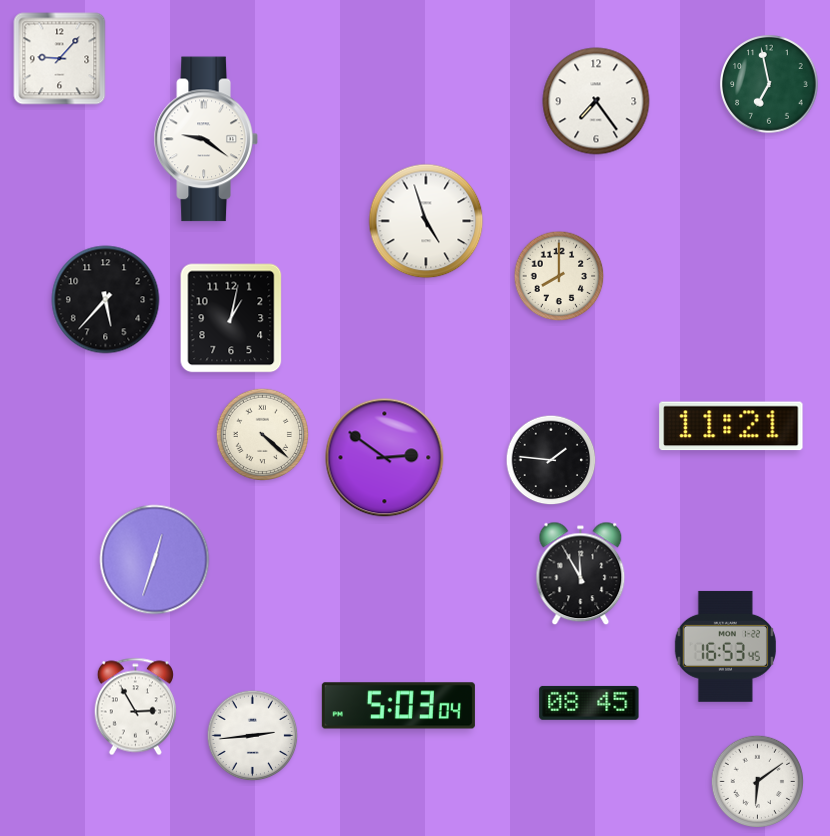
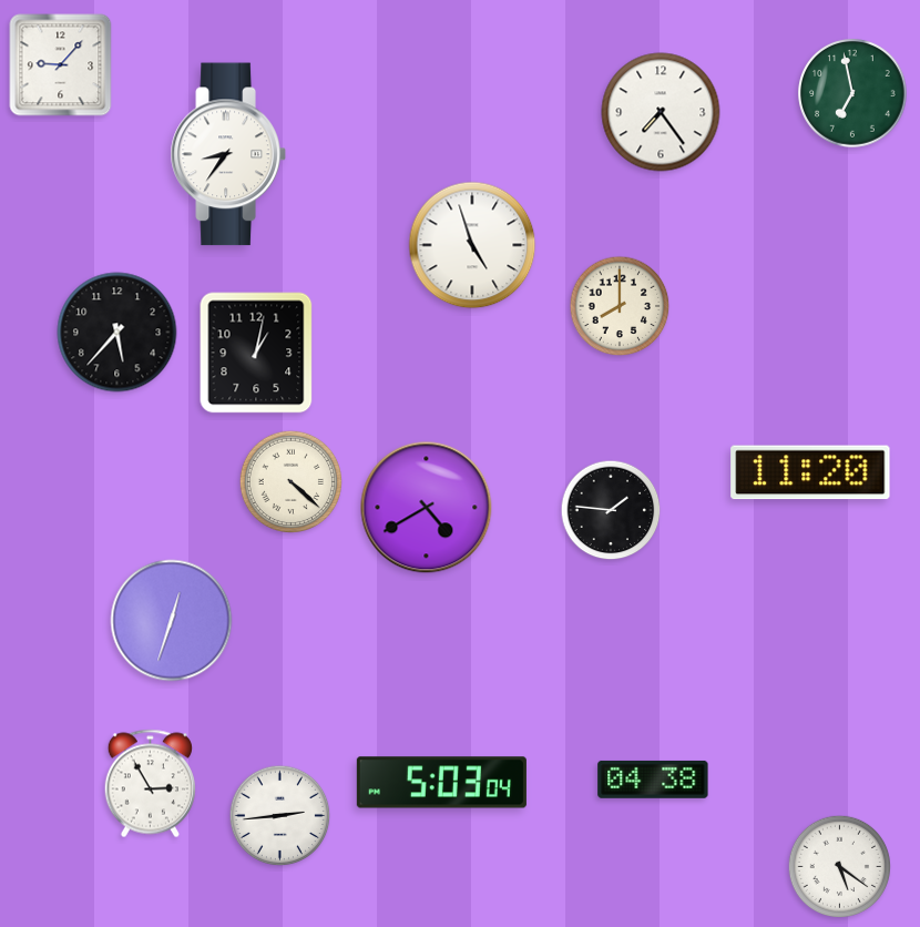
clock at (60, 59) position: (60, 59) -> (61, 65)
clock at (206, 139): 9:21 -> 8:36
clock at (731, 426): 11:21 -> 11:20
clock at (385, 458): 2:51 -> 4:40
clock at (581, 574): 11:55 -> none
clock at (725, 646): 16:53 -> none
clock at (589, 703): 08:45 -> 04:38
clock at (757, 781): 6:09 -> 5:21
